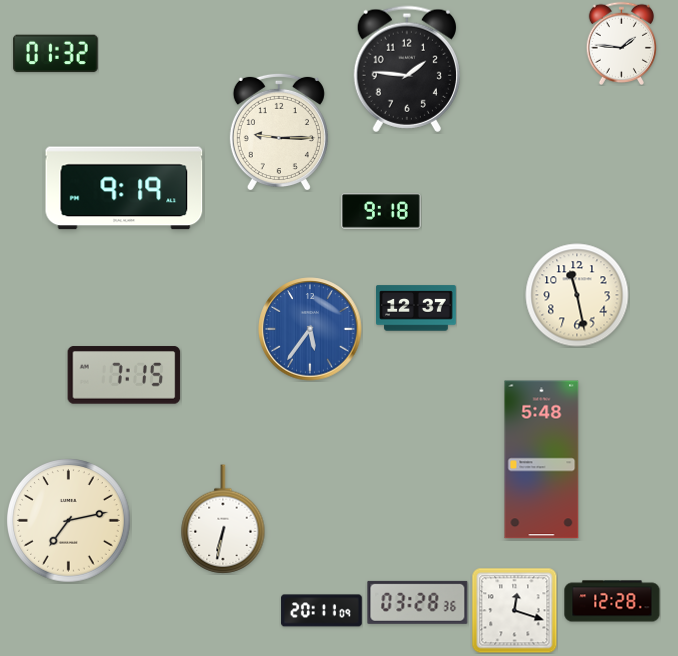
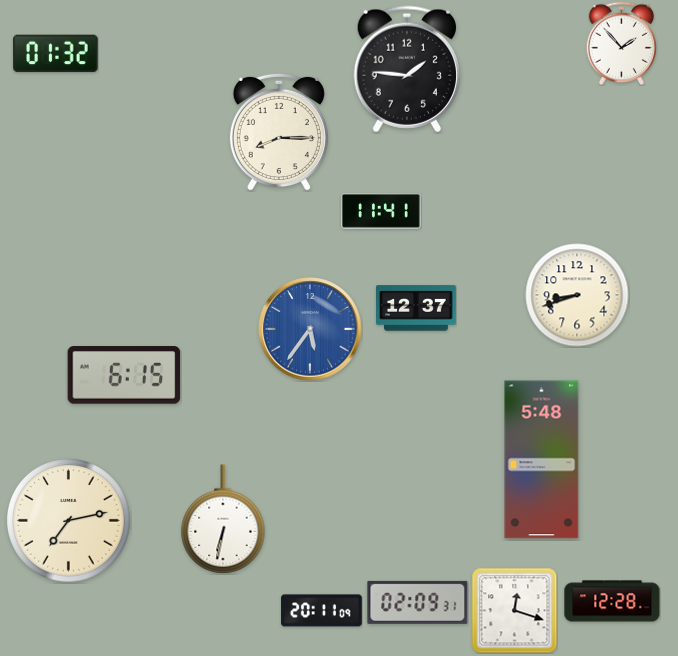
clock at (621, 43): 1:46 -> 1:53
clock at (279, 132): 9:15 -> 8:15
clock at (124, 188): 9:19 -> none
clock at (382, 211): 9:18 -> 11:41
clock at (577, 295): 11:28 -> 8:42
clock at (124, 375): 7:15 -> 6:15
clock at (418, 602): 03:28 -> 02:09
